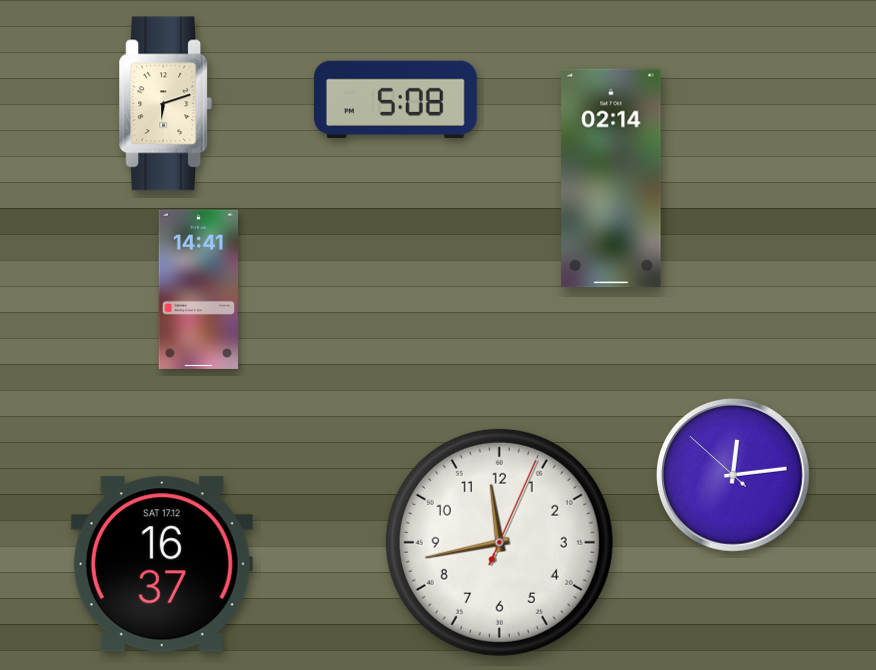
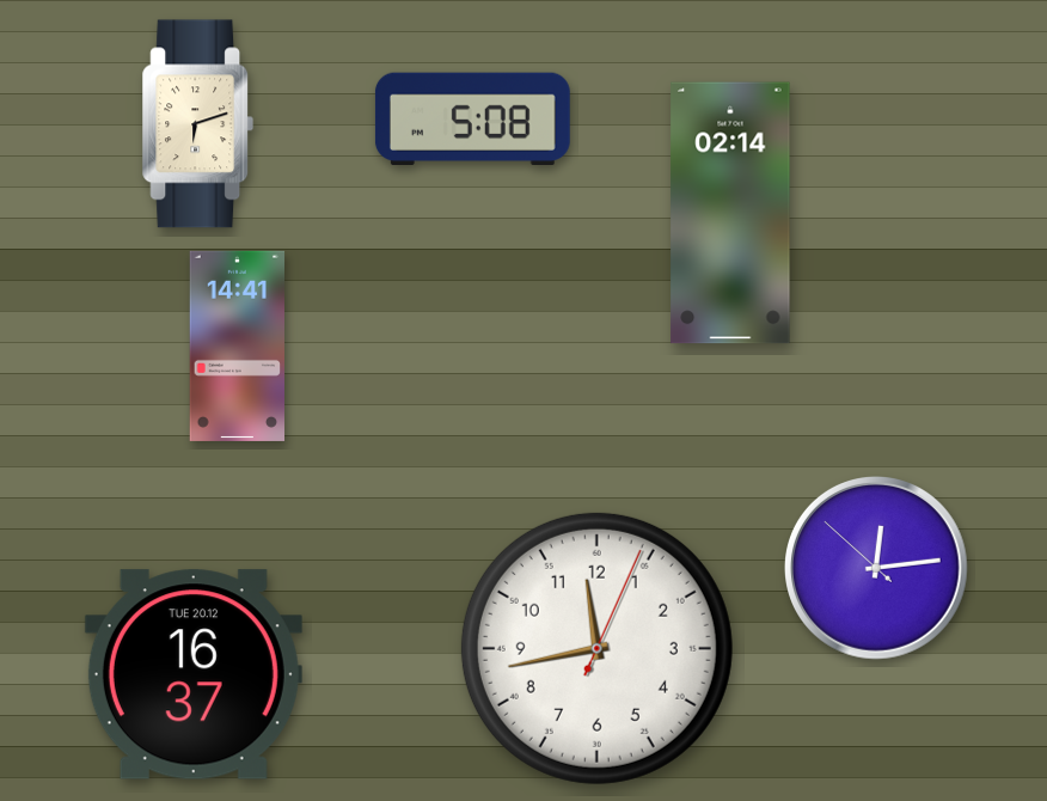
clock at (162, 564) date: SAT 17.12 -> TUE 20.12
